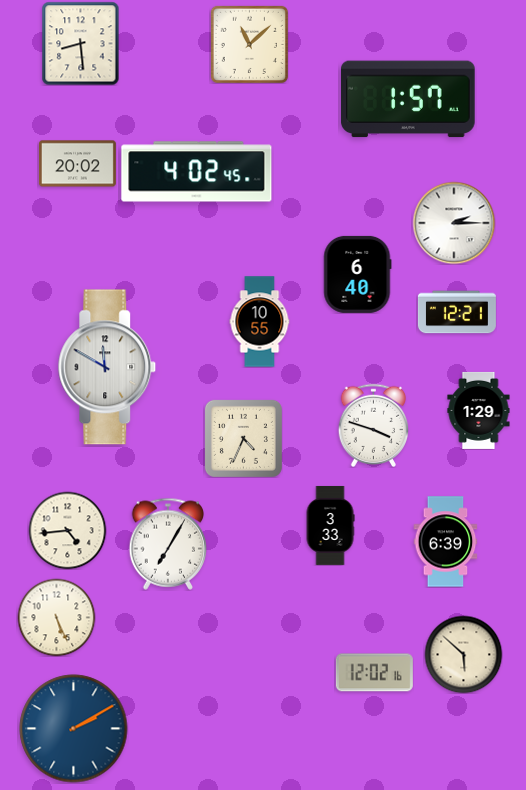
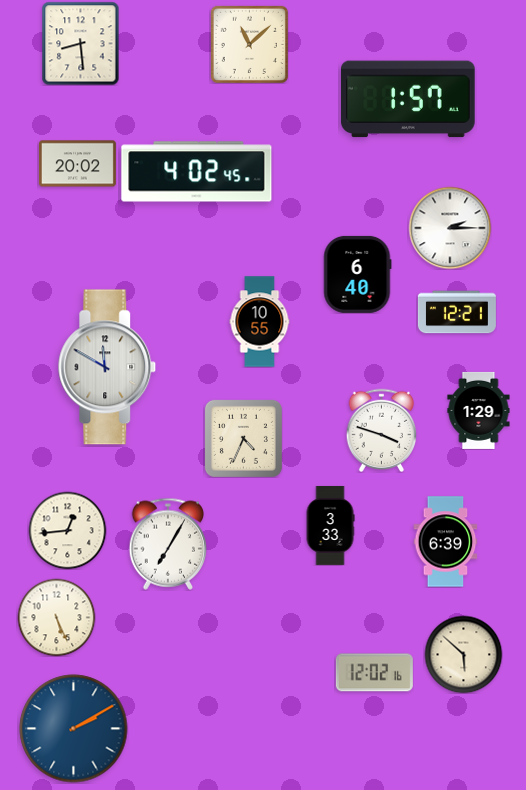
clock at (454, 223) position: (454, 223) -> (450, 228)
clock at (374, 425) position: (374, 425) -> (382, 430)
clock at (67, 530): 4:44 -> 12:44
